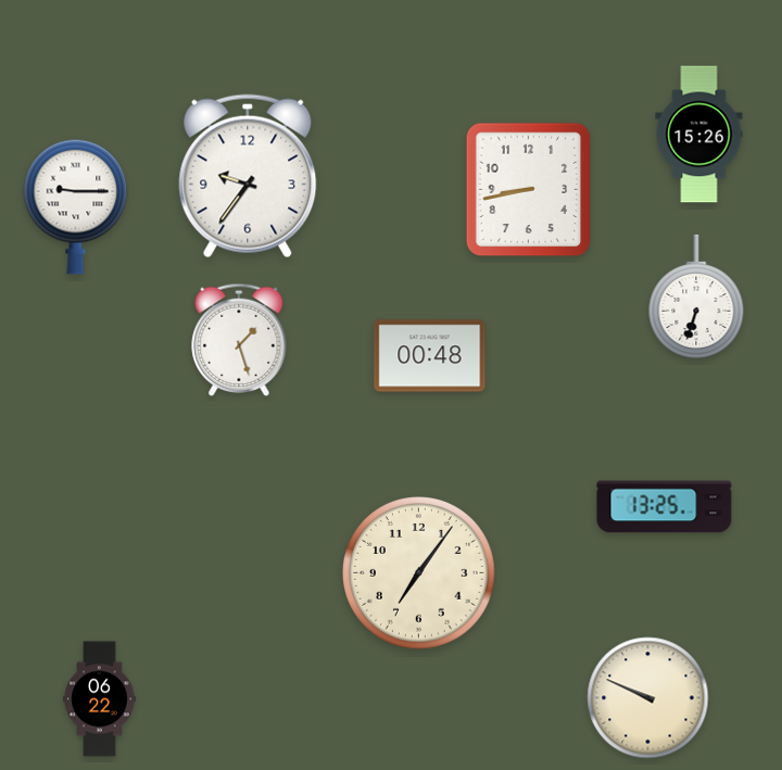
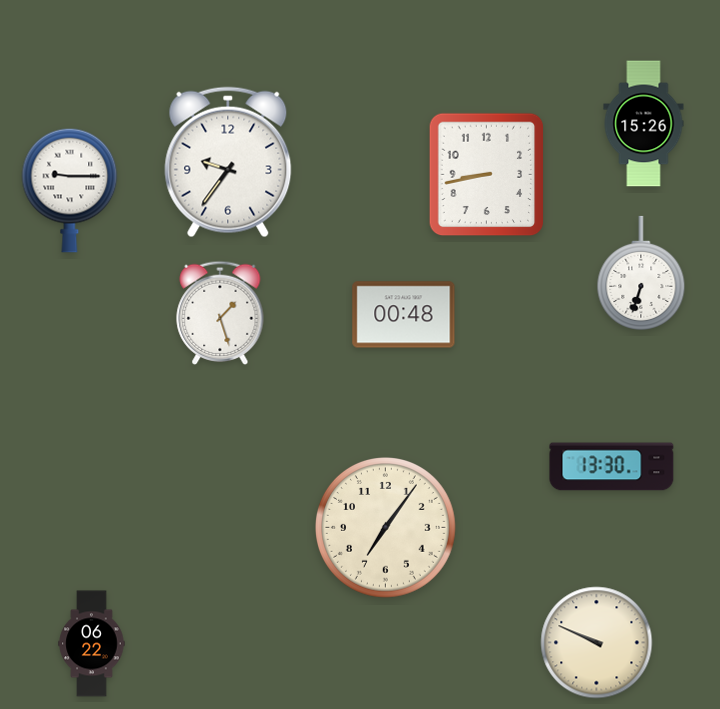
clock at (430, 356) position: (430, 356) -> (404, 315)
clock at (665, 507): 13:25 -> 13:30
